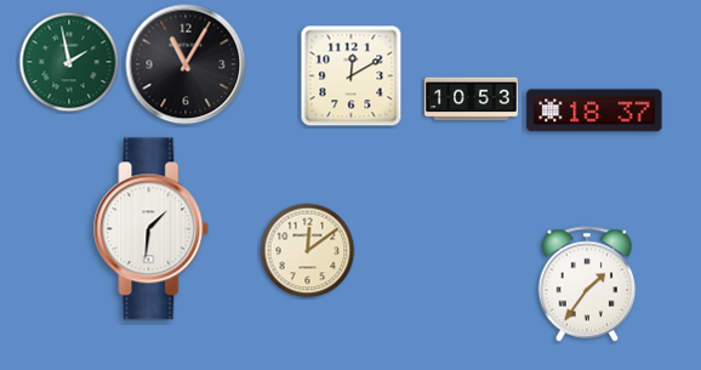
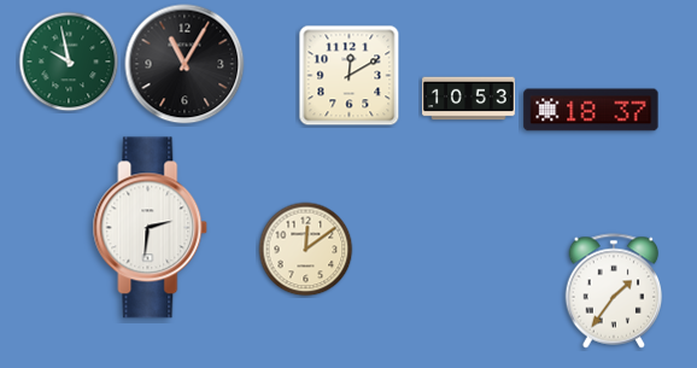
clock at (69, 62): 1:58 -> 9:58
clock at (152, 229): 1:31 -> 2:31
clock at (587, 284) position: (587, 284) -> (614, 291)
